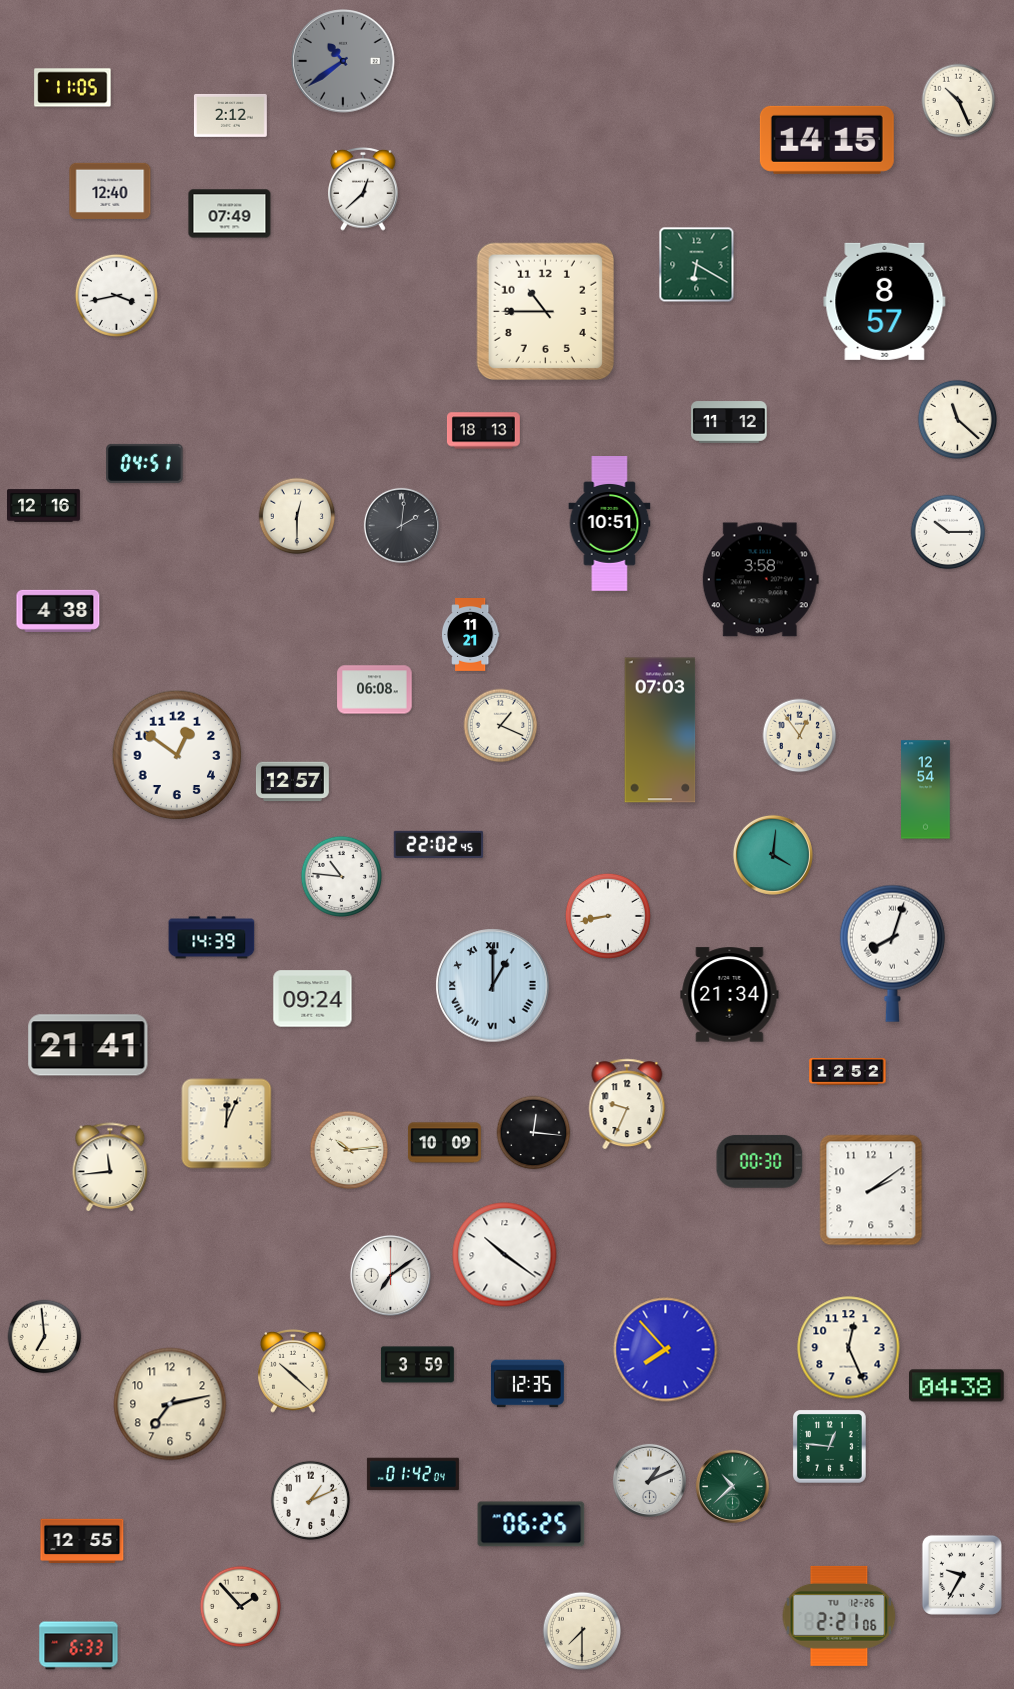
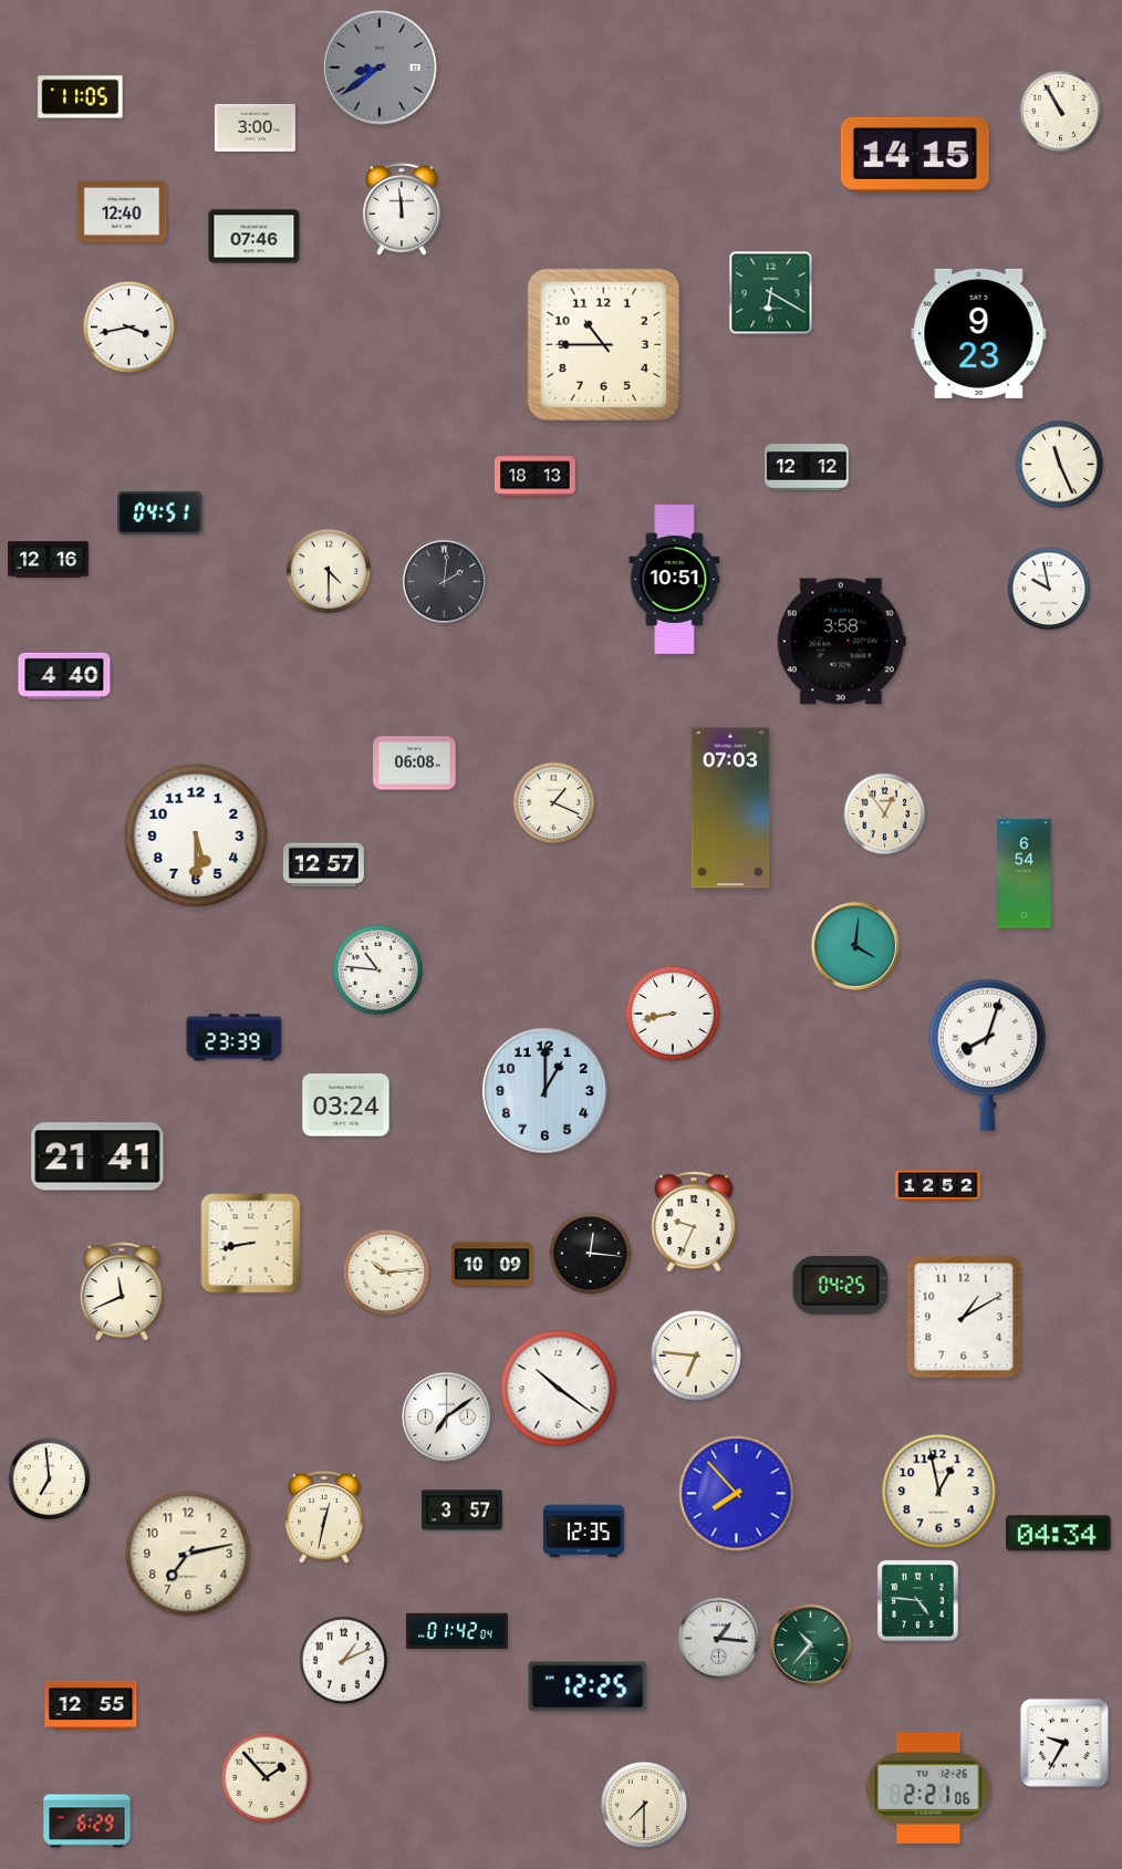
clock at (343, 61): 10:39 -> 8:39
clock at (959, 101): 10:26 -> 10:55
clock at (230, 116): 2:12 -> 3:00
clock at (363, 190): 12:38 -> 11:59
clock at (230, 214): 07:49 -> 07:46
clock at (885, 301): 8:57 -> 9:23
clock at (958, 420): 11:22 -> 11:26
clock at (729, 422): 11:12 -> 12:12
clock at (297, 516): 12:30 -> 4:30
clock at (948, 532): 10:15 -> 9:58
clock at (58, 611): 4:38 -> 4:40
clock at (470, 635): 11:21 -> none
clock at (177, 755): 12:51 -> 5:30
clock at (926, 790): 12:54 -> 6:54
clock at (439, 844): 22:02 -> none
clock at (212, 938): 14:39 -> 23:39
clock at (493, 986) numerals: Roman -> Arabic
clock at (730, 995): 21:34 -> none
clock at (313, 999): 09:24 -> 03:24
clock at (227, 1124): 12:04 -> 8:43
clock at (760, 1161): 00:30 -> 04:25
clock at (110, 1167): 11:44 -> 11:41
clock at (871, 1190): 2:09 -> 1:10
clock at (696, 1356): none -> 6:46
clock at (390, 1275) position: (390, 1275) -> (446, 1416)
clock at (849, 1348): 12:26 -> 12:58
clock at (417, 1365): 3:59 -> 3:57
clock at (293, 1372): 10:22 -> 12:32
clock at (957, 1386): 04:38 -> 04:34
clock at (830, 1447): 12:46 -> 4:46
clock at (649, 1480): 1:11 -> 1:16
clock at (732, 1486): 10:38 -> 10:37
clock at (531, 1524): 06:25 -> 12:25
clock at (79, 1646): 6:33 -> 6:29
